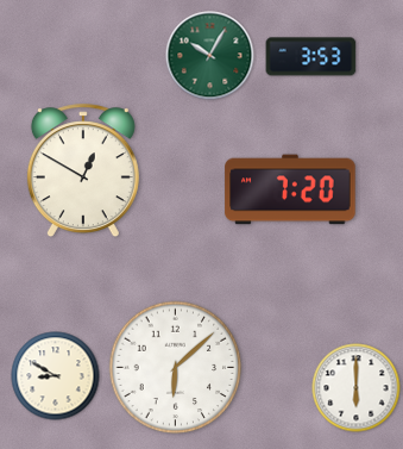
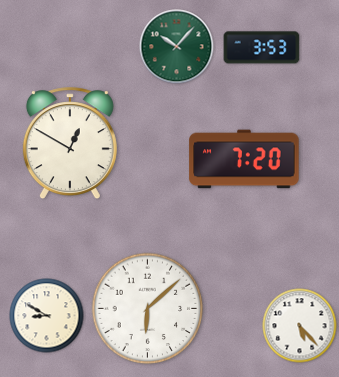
clock at (210, 56): 10:05 -> 10:07
clock at (357, 388): 6:00 -> 5:23
